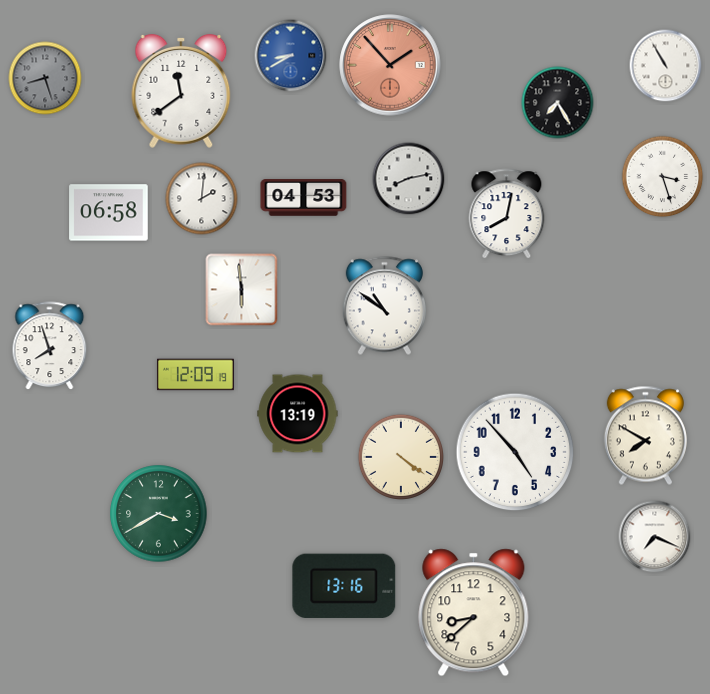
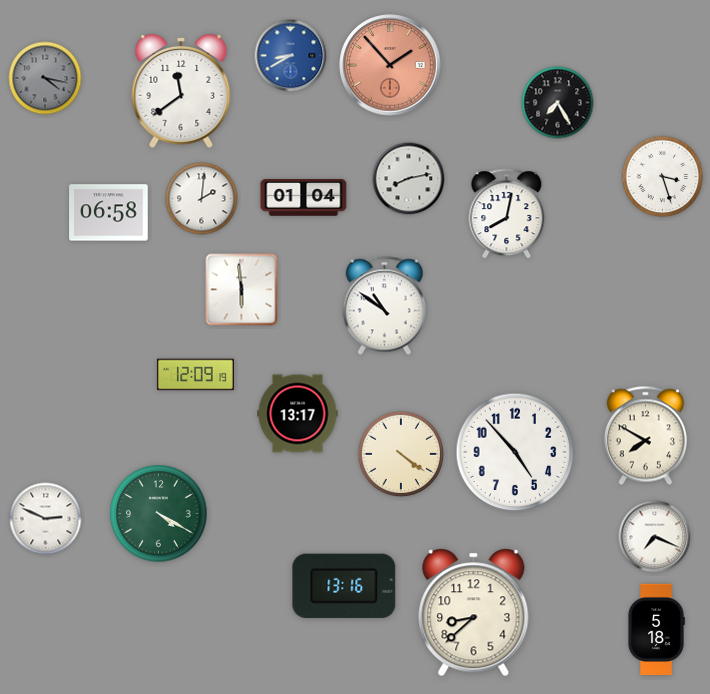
clock at (666, 66): 10:55 -> none
clock at (45, 78): 8:27 -> 4:17
clock at (304, 198): 04:53 -> 01:04
clock at (50, 346): 7:57 -> none
clock at (298, 414): 13:19 -> 13:17
clock at (401, 457) position: (401, 457) -> (401, 454)
clock at (159, 514): 3:40 -> 4:20
clock at (46, 519): none -> 2:49
clock at (656, 629): none -> 5:18
